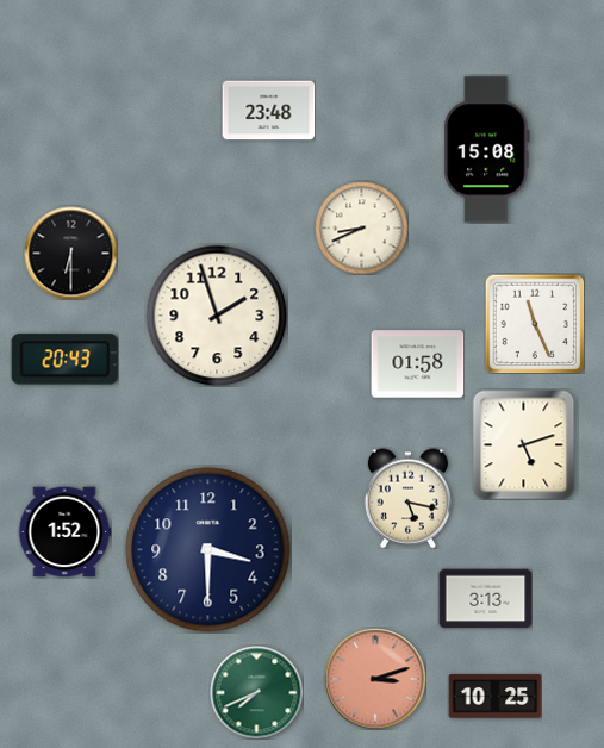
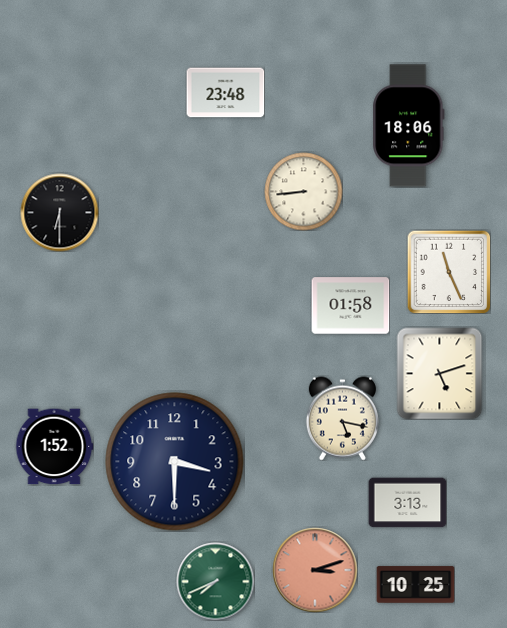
clock at (487, 150): 15:08 -> 18:06
clock at (361, 227): 8:41 -> 8:44
clock at (217, 316): 1:57 -> none
clock at (64, 360): 20:43 -> none
